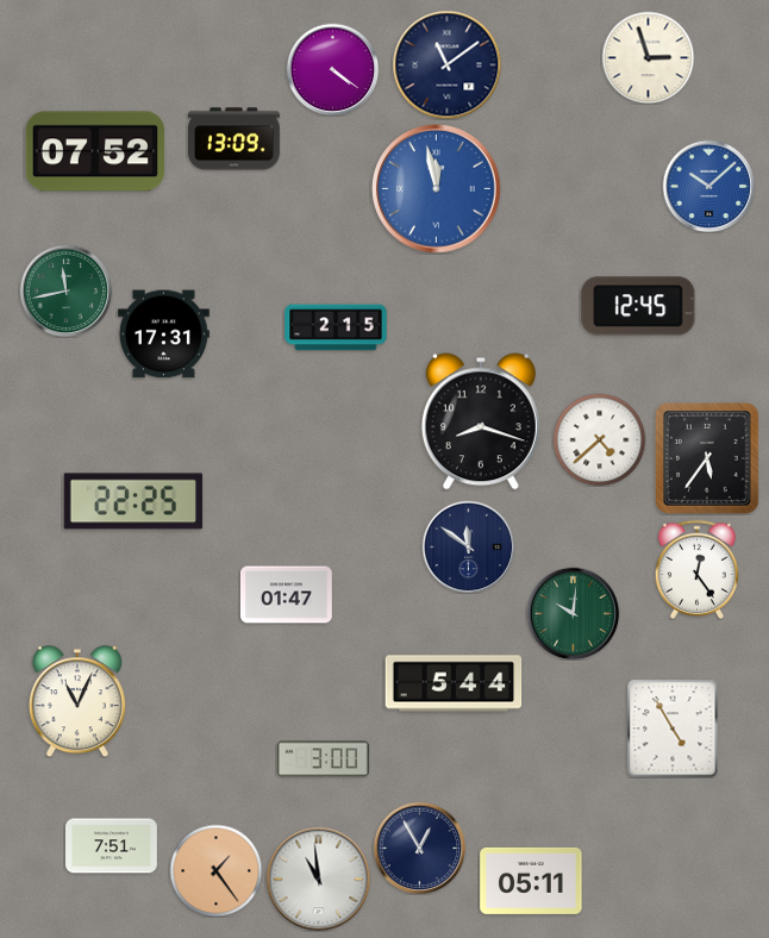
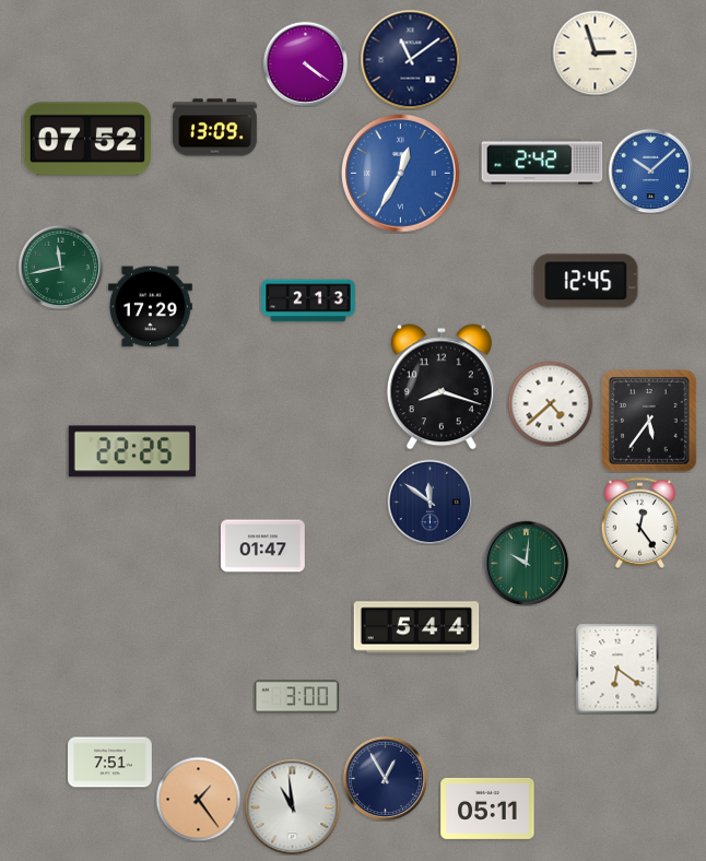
clock at (542, 162): none -> 2:42
clock at (437, 189): 11:58 -> 12:35
clock at (336, 327): 2:15 -> 2:13
clock at (163, 334): 17:31 -> 17:29
clock at (132, 501) position: (132, 501) -> (131, 451)
clock at (77, 701): 11:04 -> none
clock at (673, 728): 4:55 -> 6:21
clock at (112, 846) position: (112, 846) -> (110, 763)
